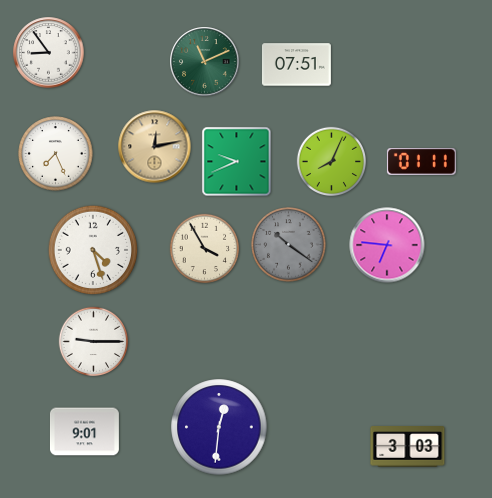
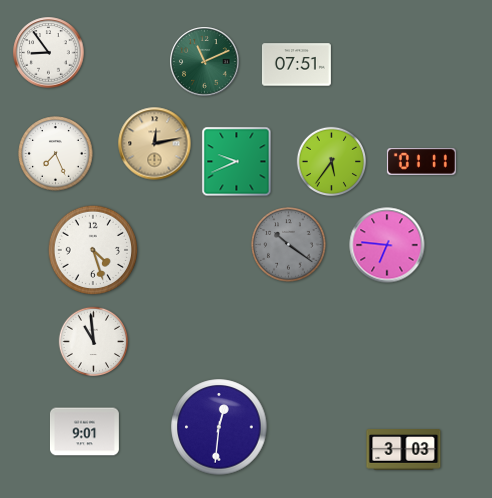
clock at (155, 147) position: (155, 147) -> (155, 144)
clock at (332, 162): 8:04 -> 5:36
clock at (205, 249): 3:55 -> none
clock at (94, 342): 9:15 -> 10:59
clock at (408, 447) position: (408, 447) -> (404, 450)
